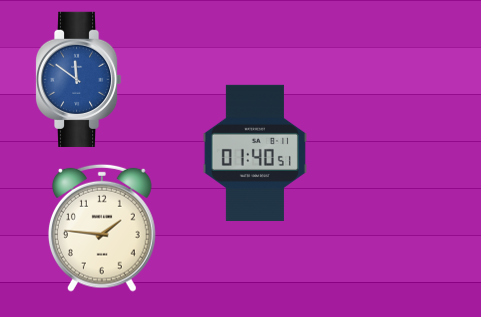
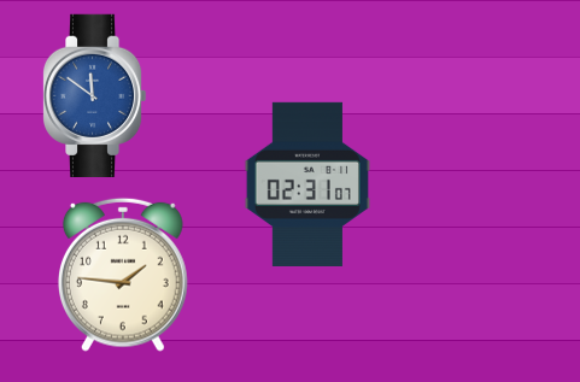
clock at (255, 153): 01:40 -> 02:31
